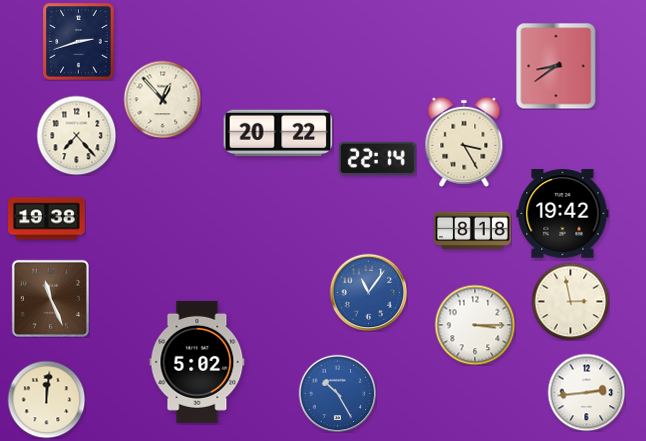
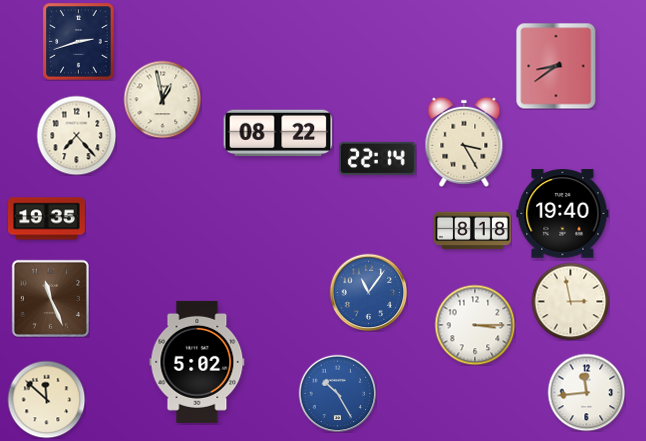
clock at (162, 99): 12:53 -> 12:58
clock at (278, 133): 20:22 -> 08:22
clock at (563, 214): 19:42 -> 19:40
clock at (47, 219): 19:38 -> 19:35
clock at (586, 392): 2:44 -> 11:44
clock at (46, 399): 12:01 -> 11:52
